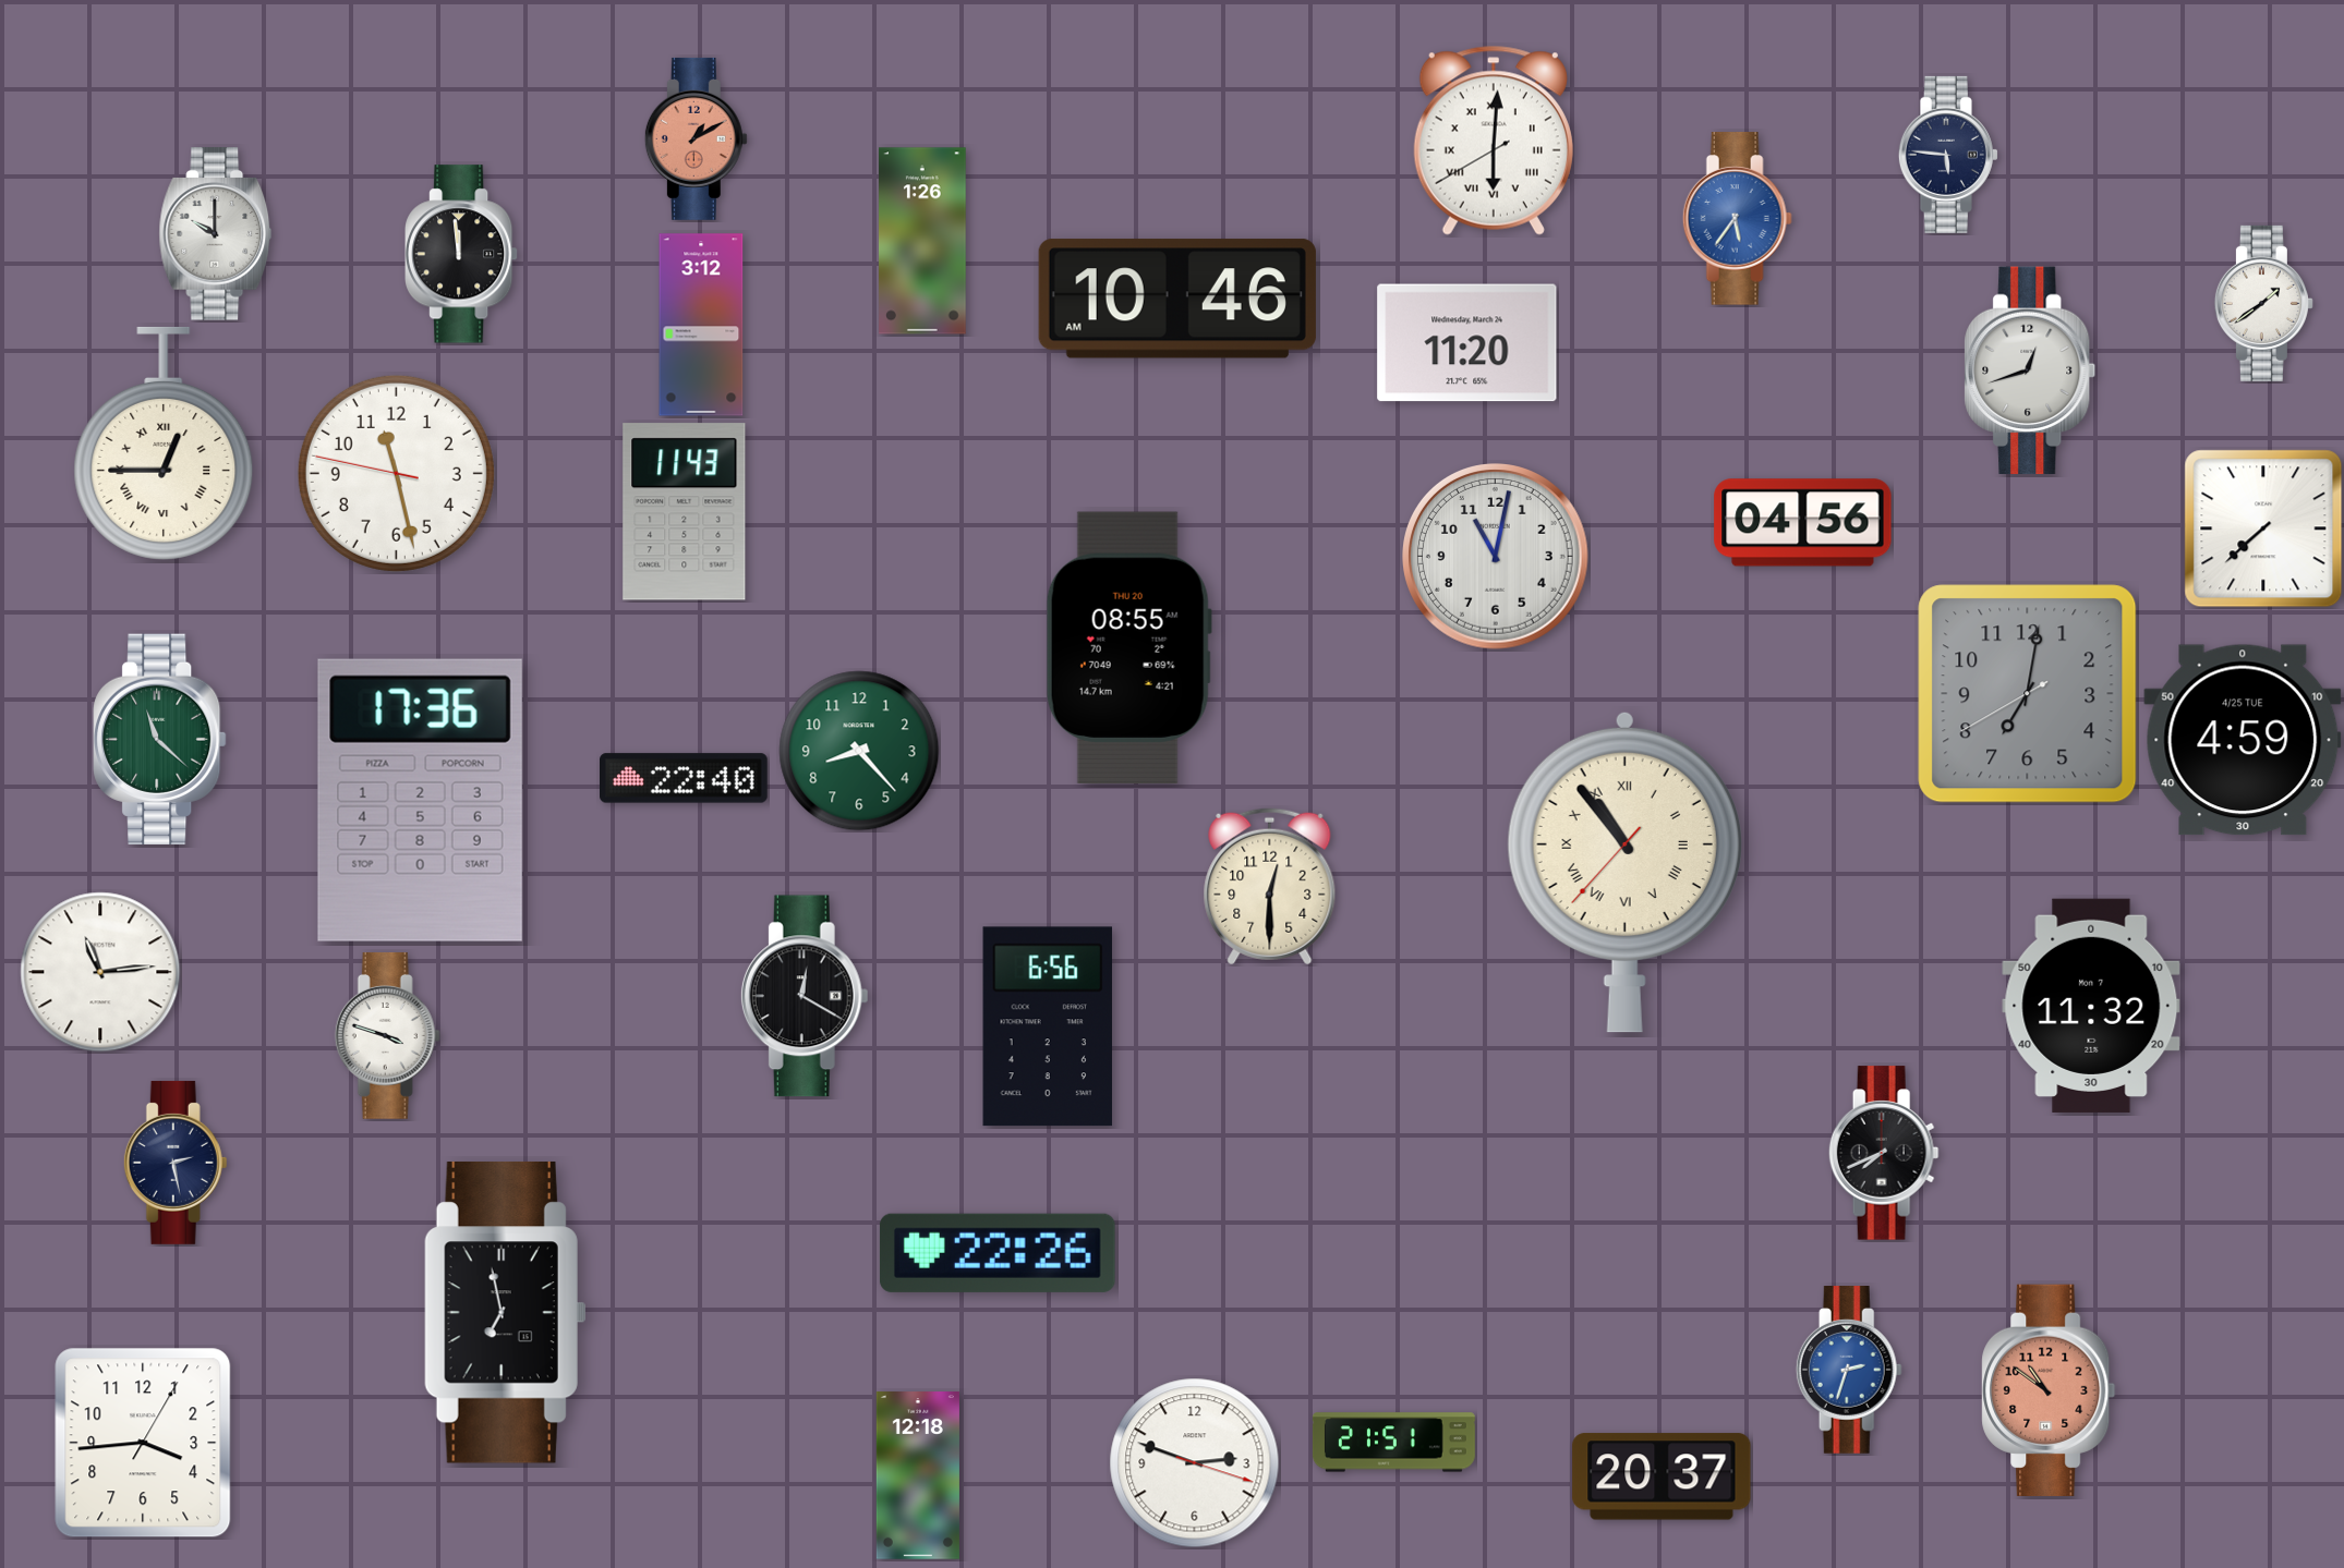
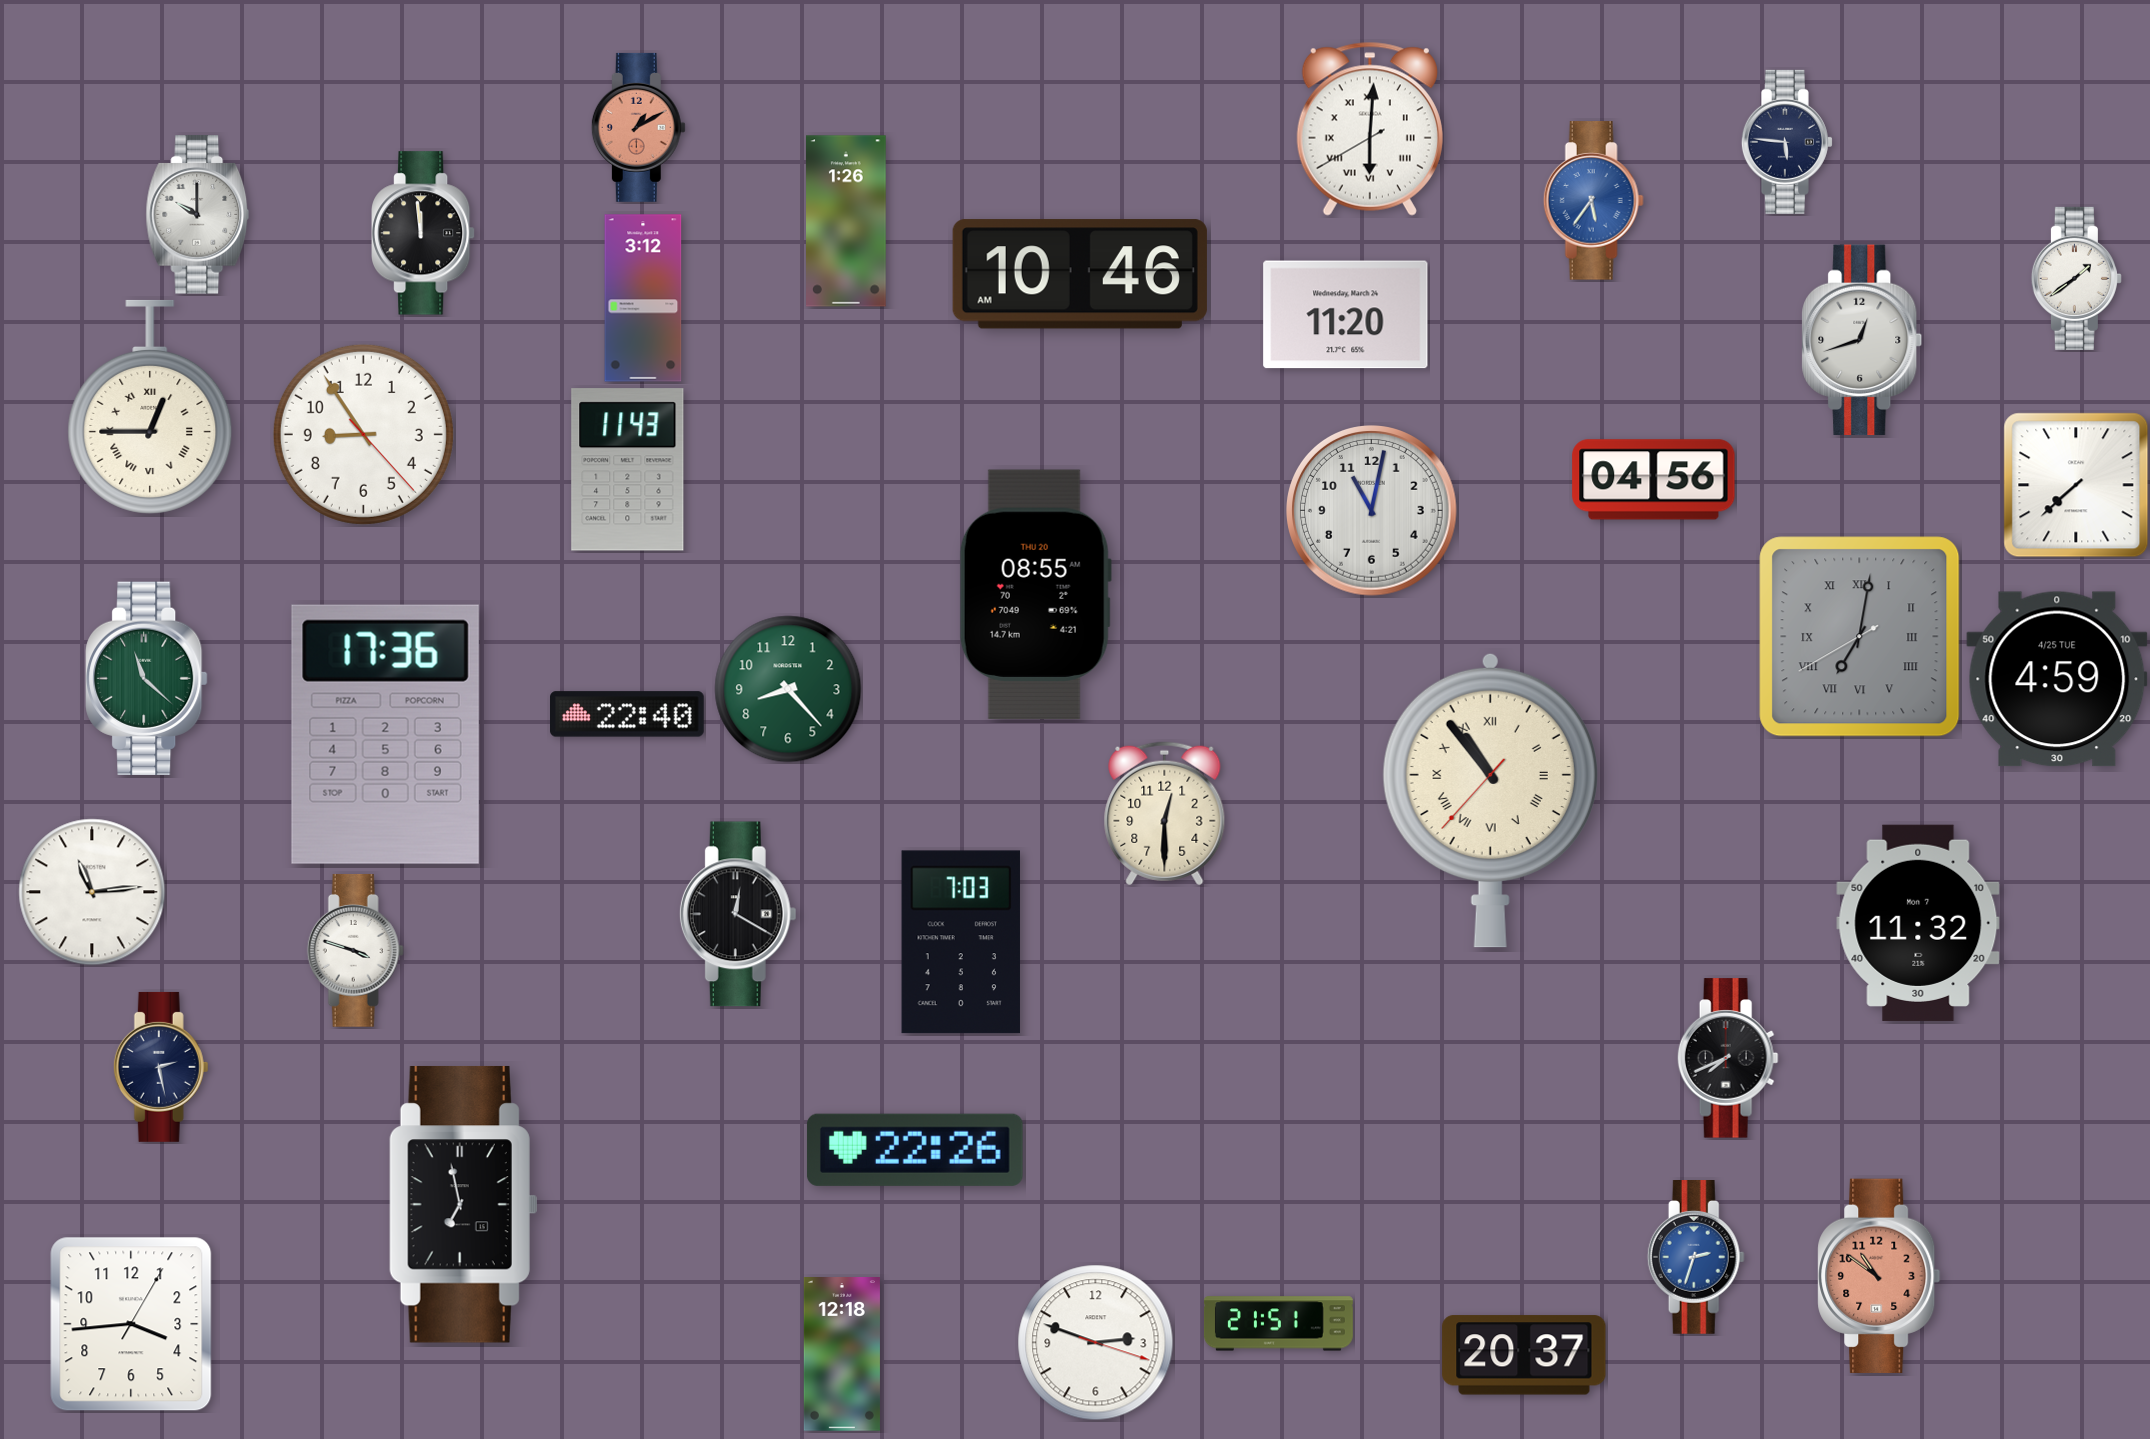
clock at (396, 473): 11:27 -> 8:54
clock at (2028, 694) numerals: Arabic -> Roman
clock at (1048, 1026): 6:56 -> 7:03
